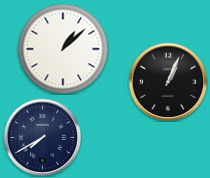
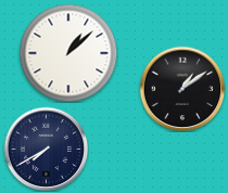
clock at (168, 82): 1:04 -> 1:09
